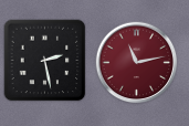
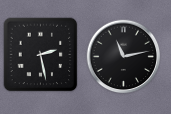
clock at (137, 63) dial: burgundy -> black
